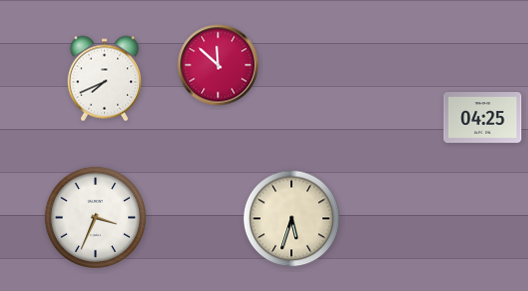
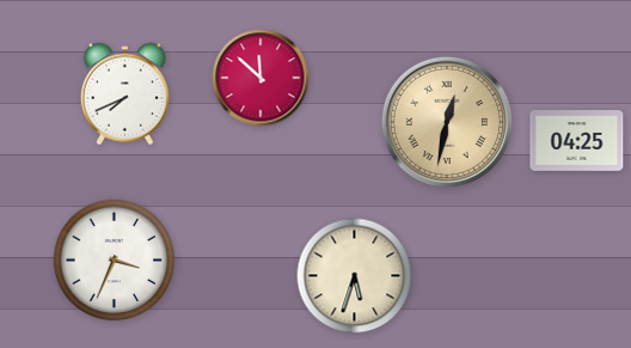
clock at (447, 122): none -> 12:32
clock at (292, 219) position: (292, 219) -> (355, 276)
